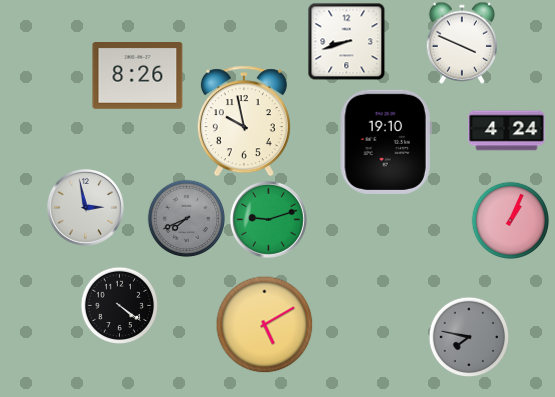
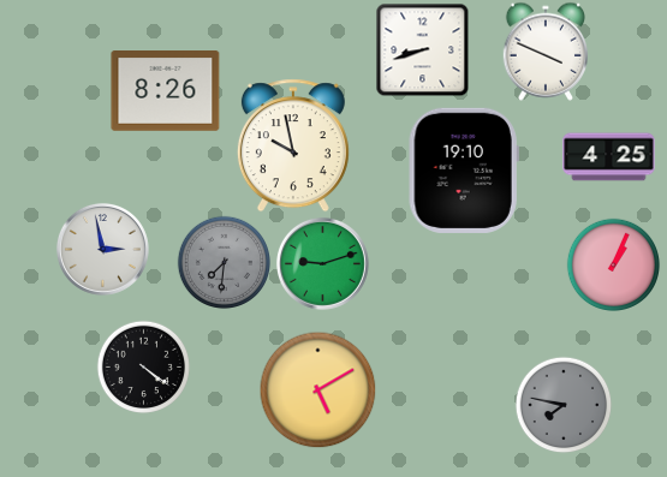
clock at (346, 41) position: (346, 41) -> (422, 49)
clock at (462, 43) position: (462, 43) -> (546, 52)
clock at (507, 131): 4:24 -> 4:25
clock at (186, 218): 7:41 -> 7:31
